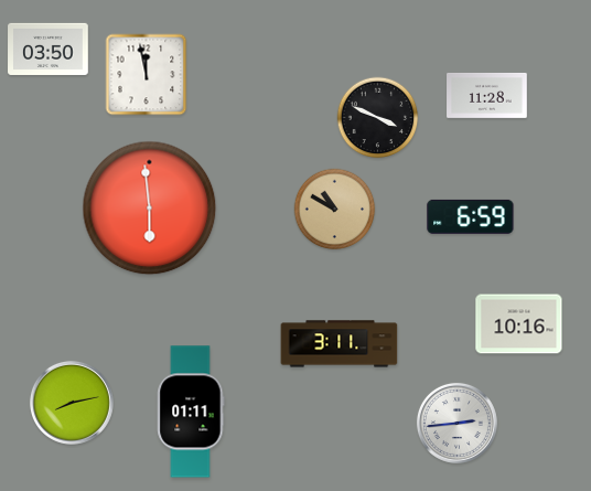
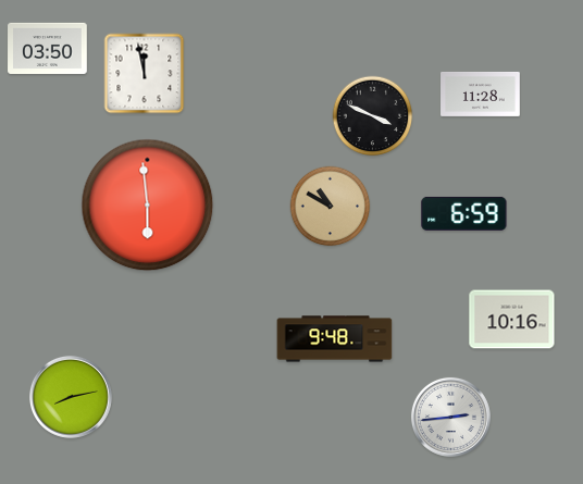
clock at (340, 344): 3:11 -> 9:48
clock at (191, 412): 01:11 -> none
